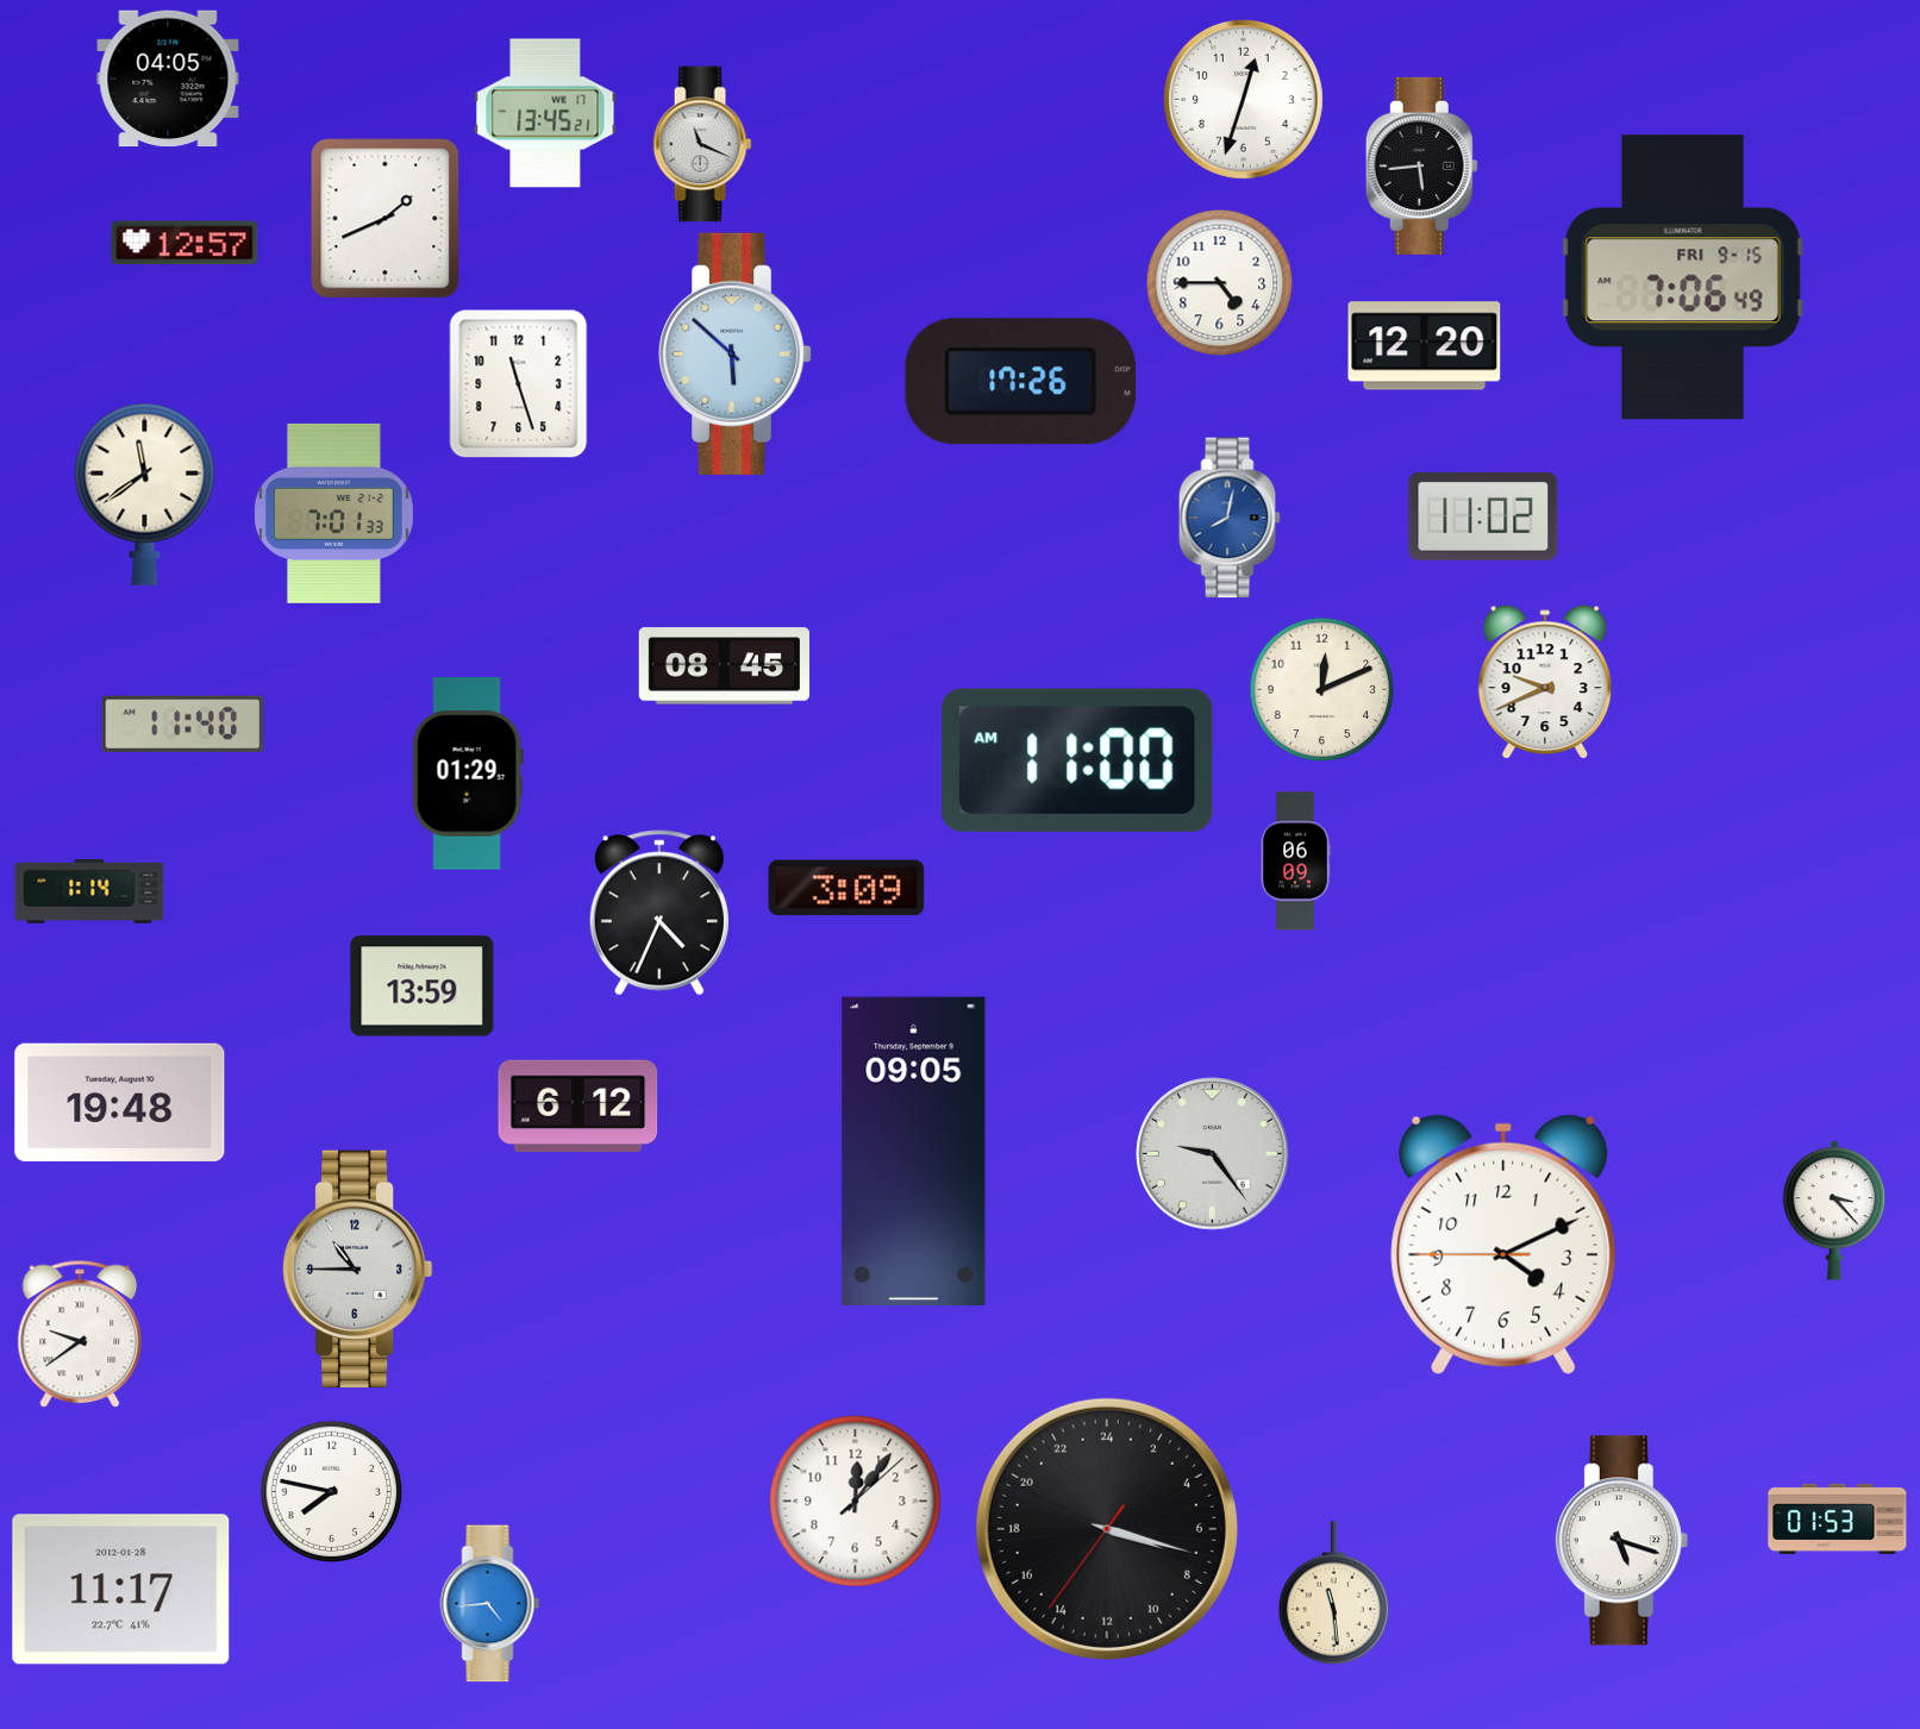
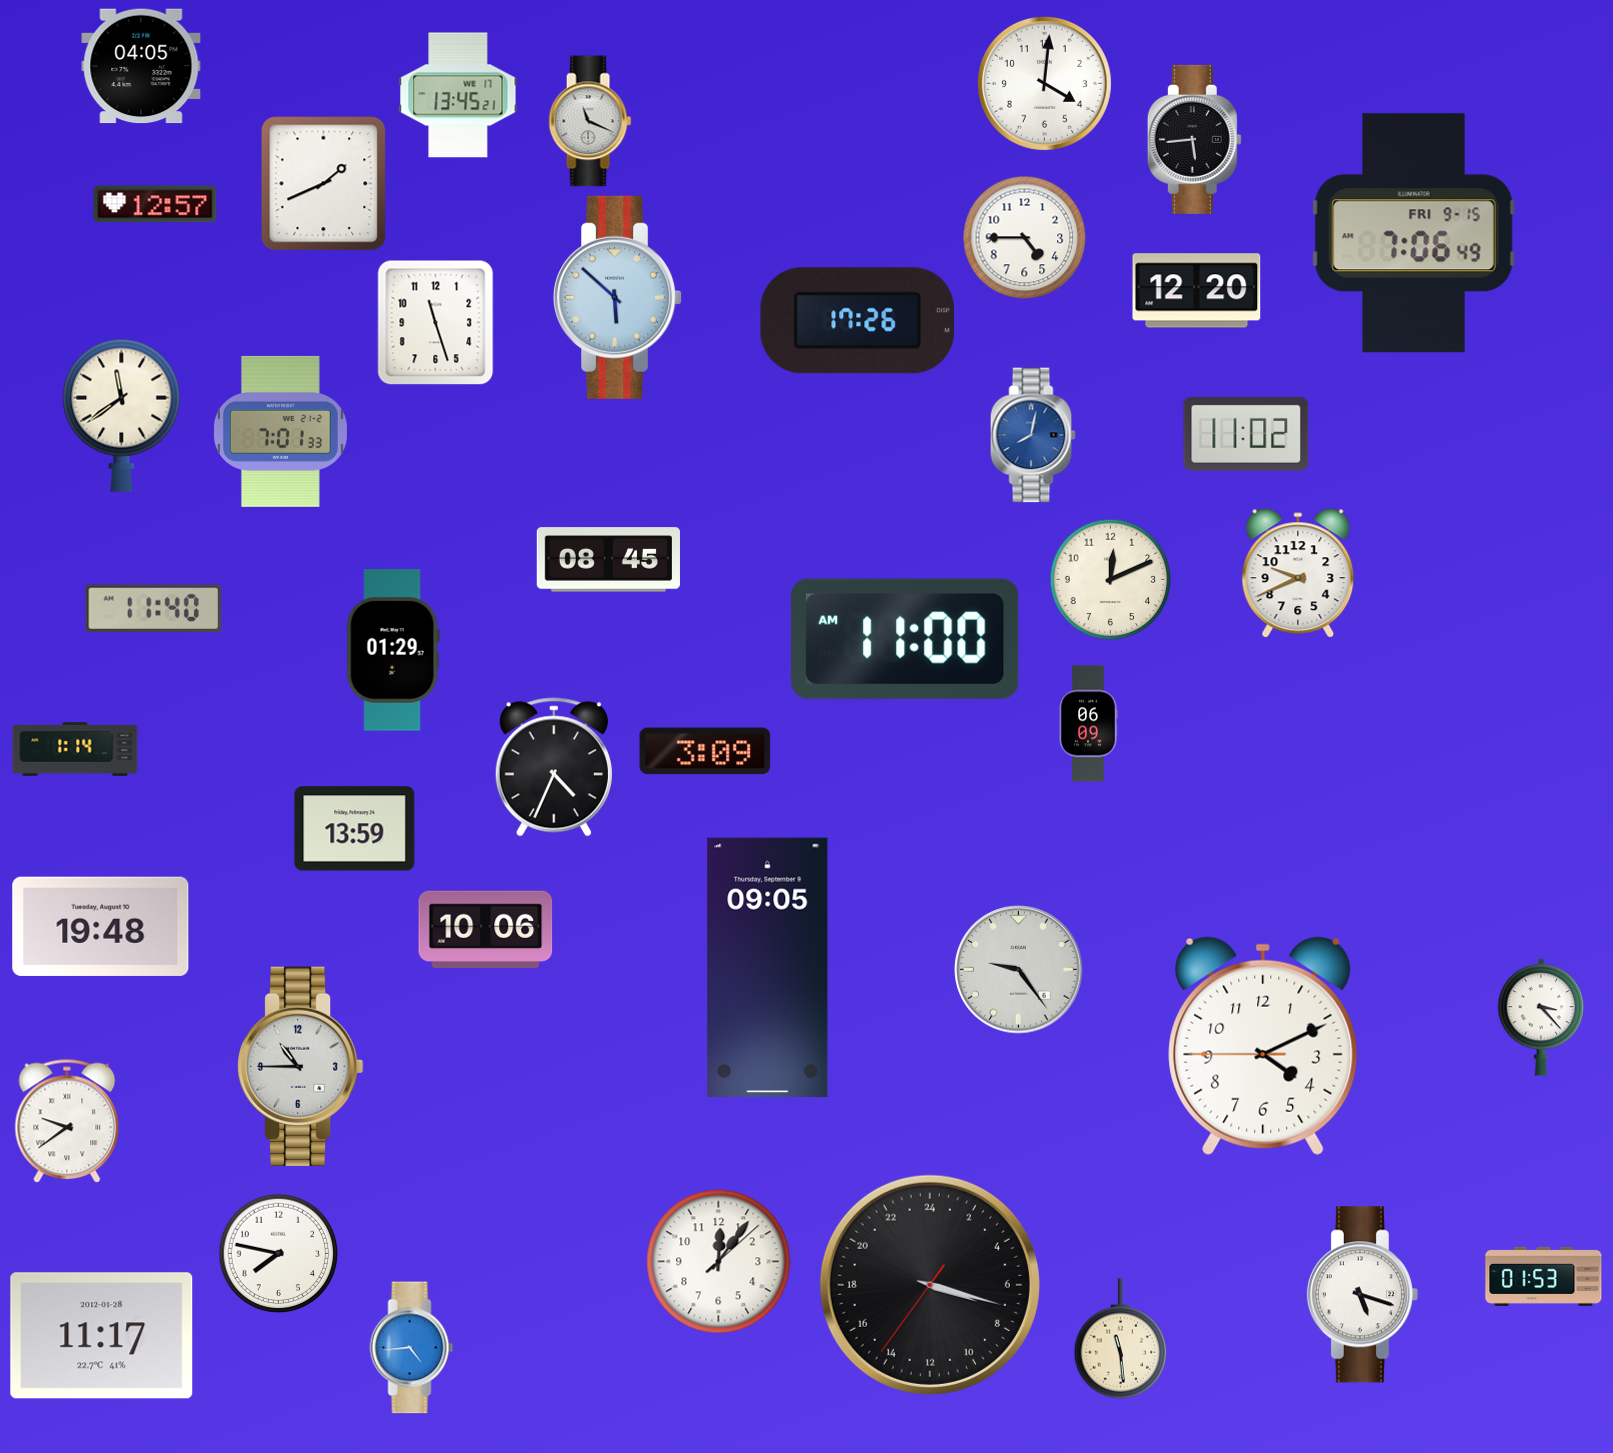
clock at (1243, 99): 12:33 -> 4:01
clock at (846, 888) position: (846, 888) -> (705, 751)
clock at (578, 1105): 6:12 -> 10:06
